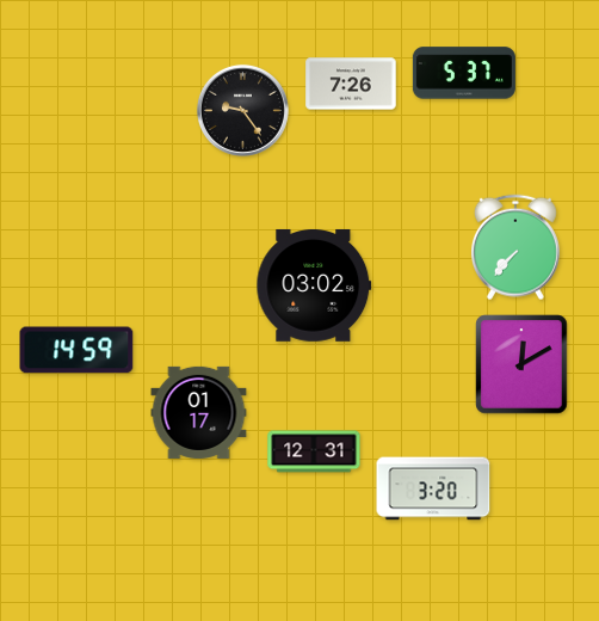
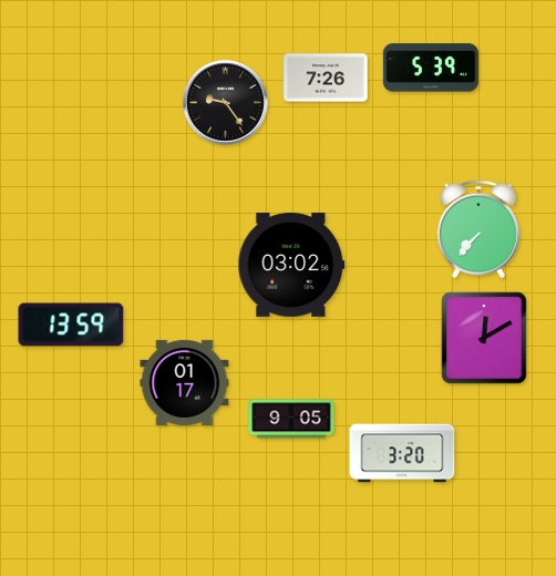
clock at (464, 73): 5:37 -> 5:39
clock at (76, 350): 14:59 -> 13:59
clock at (314, 451): 12:31 -> 9:05
